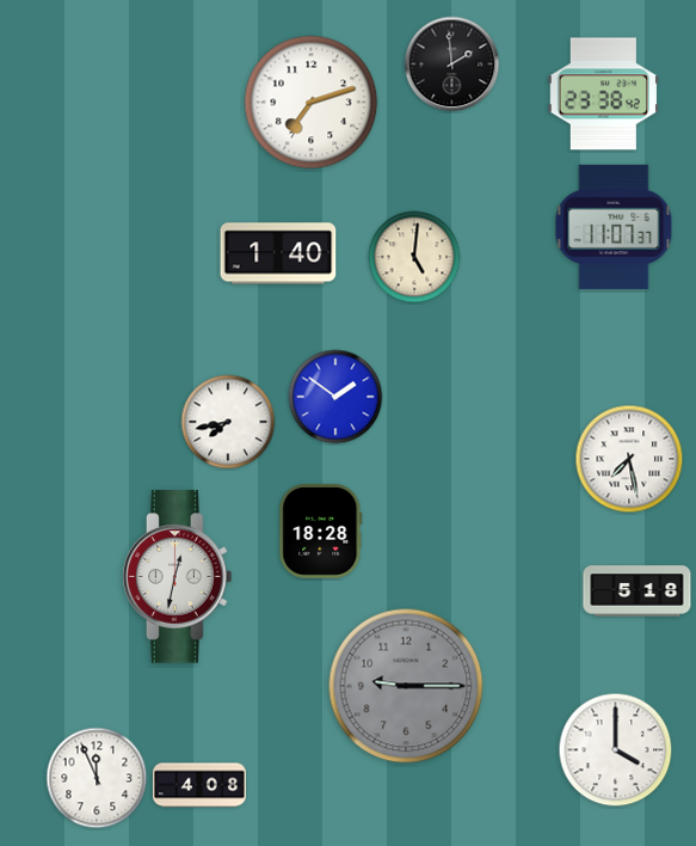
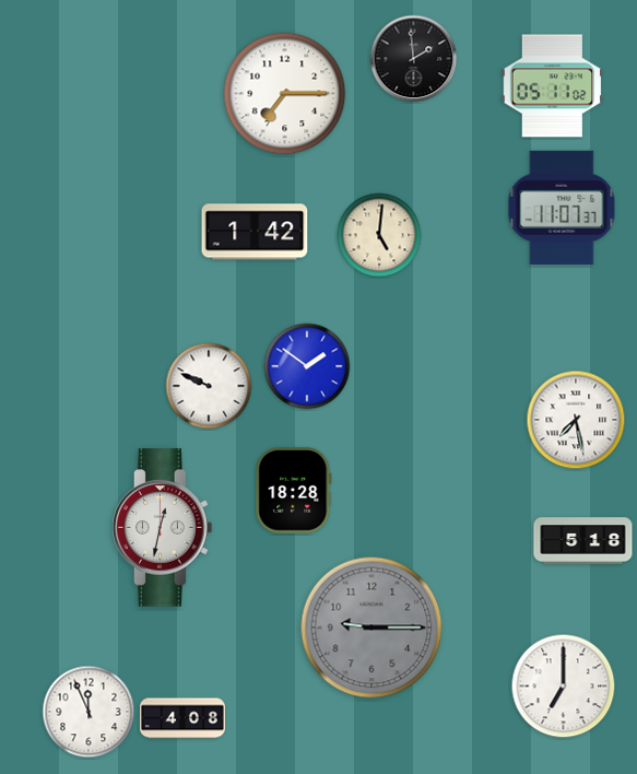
clock at (603, 94): 23:38 -> 05:11
clock at (312, 103): 7:12 -> 7:15
clock at (278, 253): 1:40 -> 1:42
clock at (335, 397) position: (335, 397) -> (307, 366)
clock at (228, 422): 7:43 -> 9:49
clock at (321, 531) position: (321, 531) -> (294, 490)
clock at (616, 750): 4:00 -> 7:00
